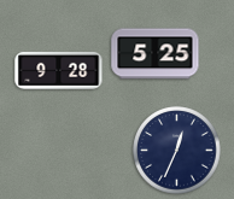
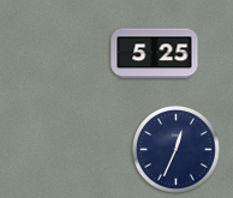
clock at (59, 70): 9:28 -> none
